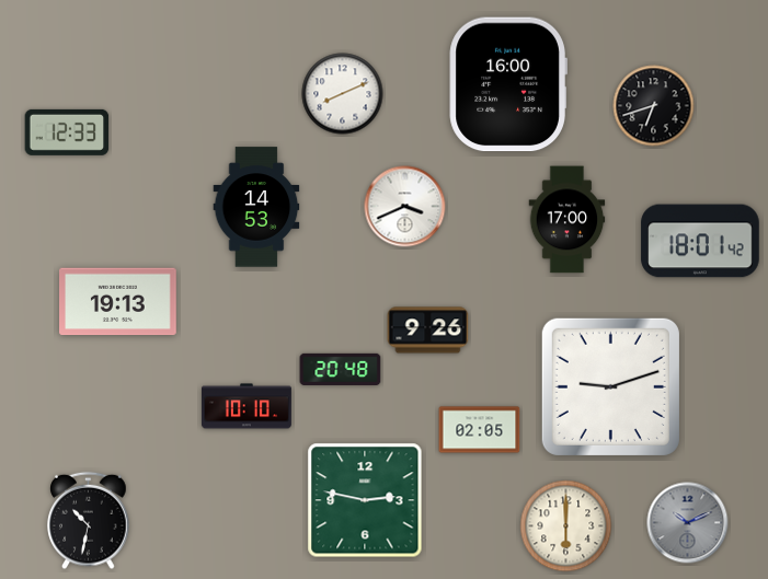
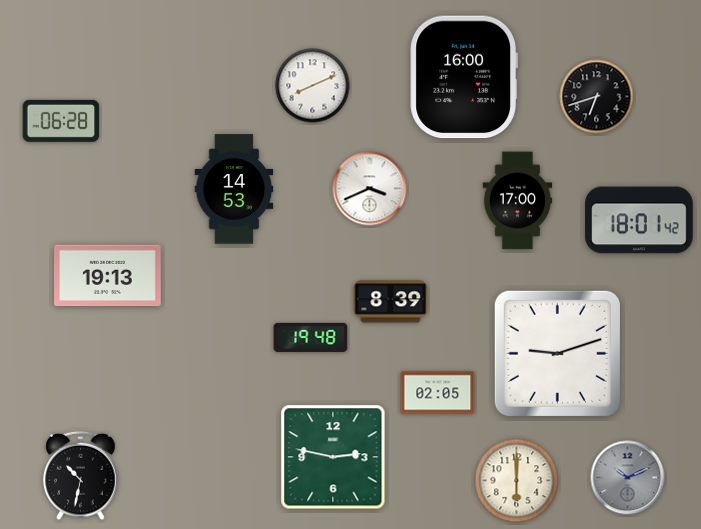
clock at (67, 132): 12:33 -> 06:28
clock at (428, 331): 9:26 -> 8:39
clock at (341, 369): 20:48 -> 19:48
clock at (247, 406): 10:10 -> none
